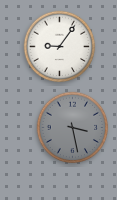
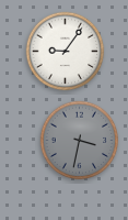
clock at (73, 128): 3:28 -> 3:32
